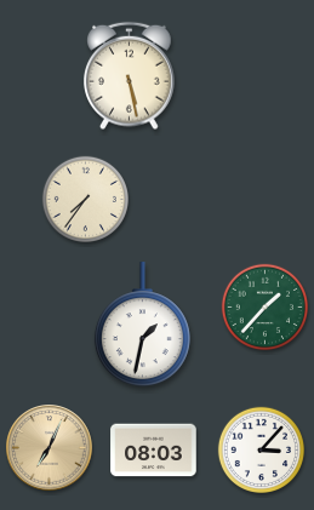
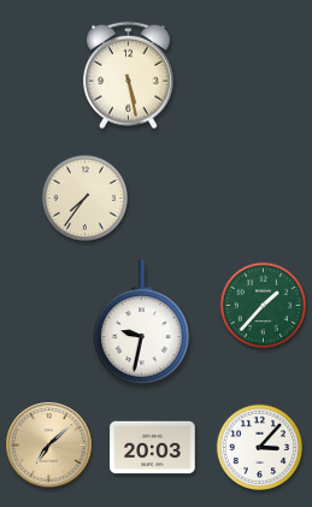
clock at (142, 325): 1:32 -> 9:32
clock at (50, 448): 7:04 -> 7:08
clock at (154, 451): 08:03 -> 20:03
